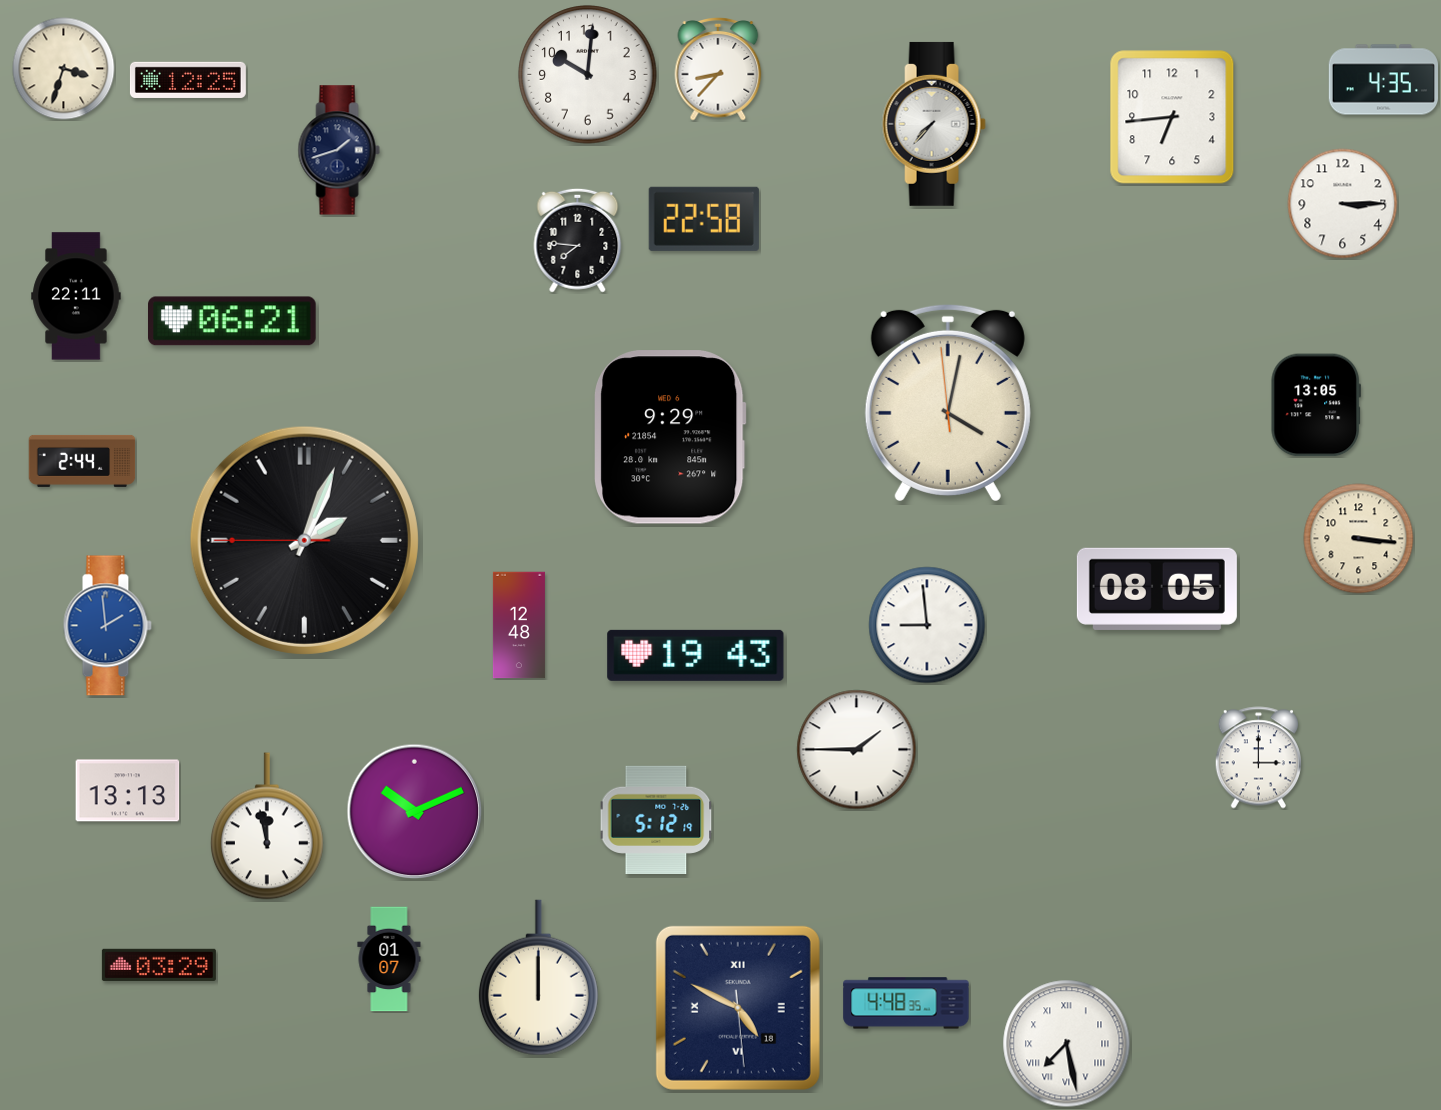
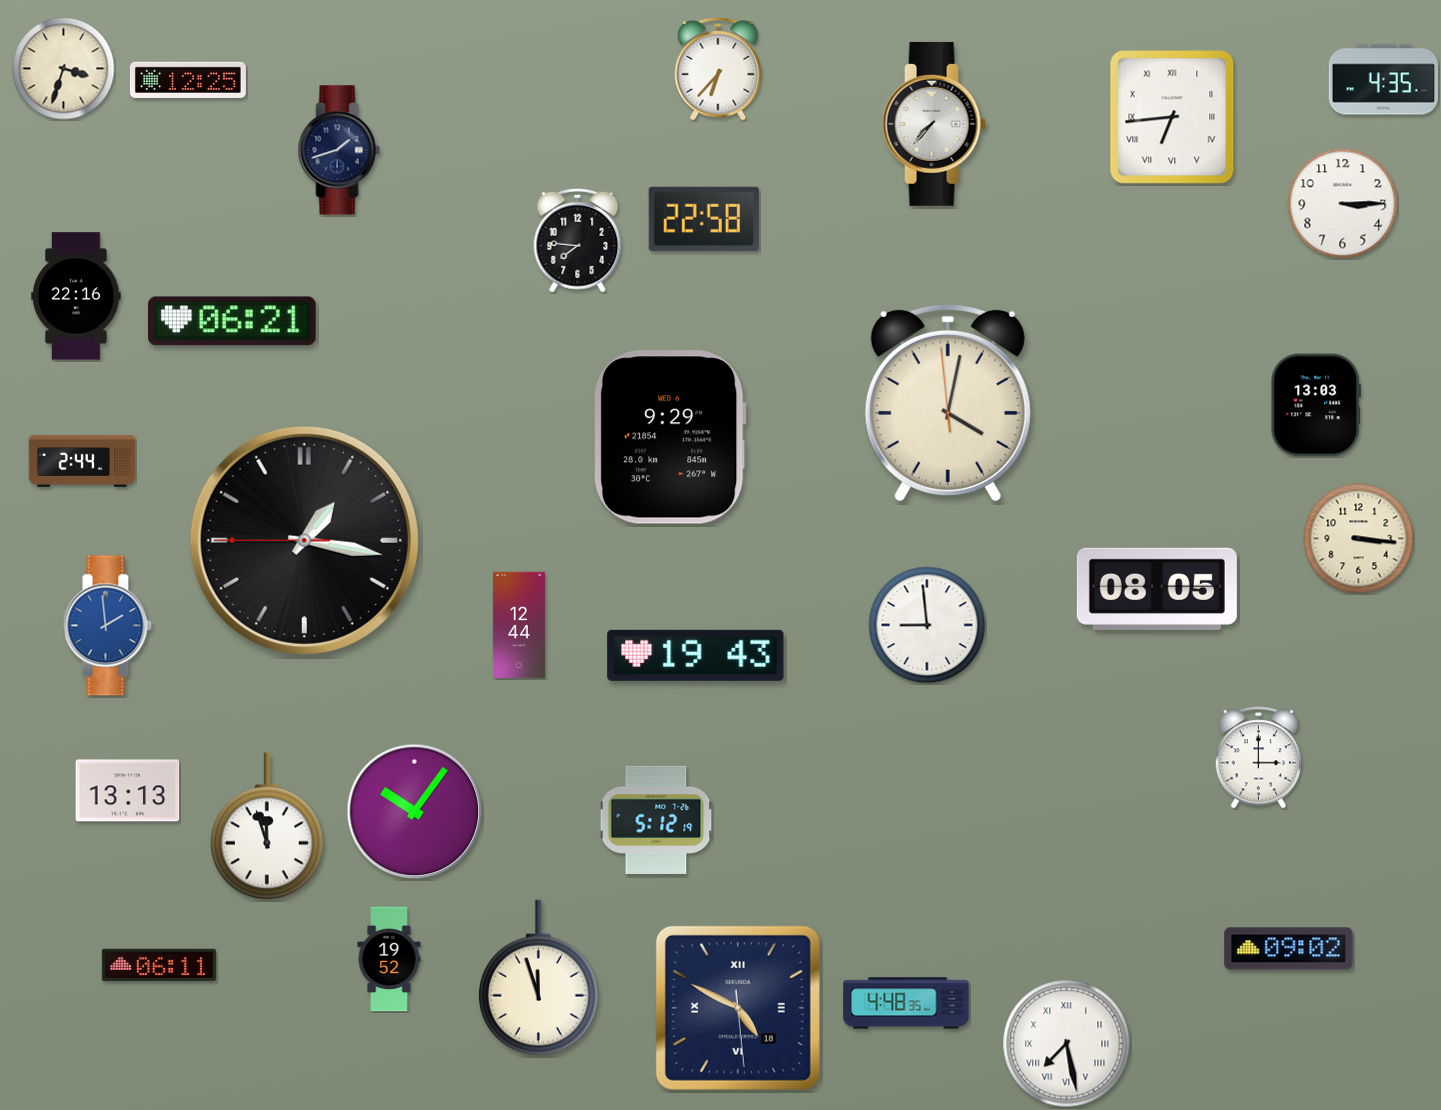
clock at (718, 70): 8:37 -> 6:37
clock at (588, 75): 10:01 -> none
clock at (1172, 117) numerals: Arabic -> Roman
clock at (76, 296): 22:11 -> 22:16
clock at (1316, 405): 13:05 -> 13:03
clock at (304, 540): 2:03 -> 1:16
clock at (519, 625): 12:48 -> 12:44
clock at (857, 750): 1:45 -> none
clock at (415, 812): 10:11 -> 10:06
clock at (267, 826): 11:58 -> 11:57
clock at (1289, 949): none -> 09:02
clock at (389, 959): 01:07 -> 19:52
clock at (159, 965): 03:29 -> 06:11
clock at (538, 978): 12:00 -> 11:57
